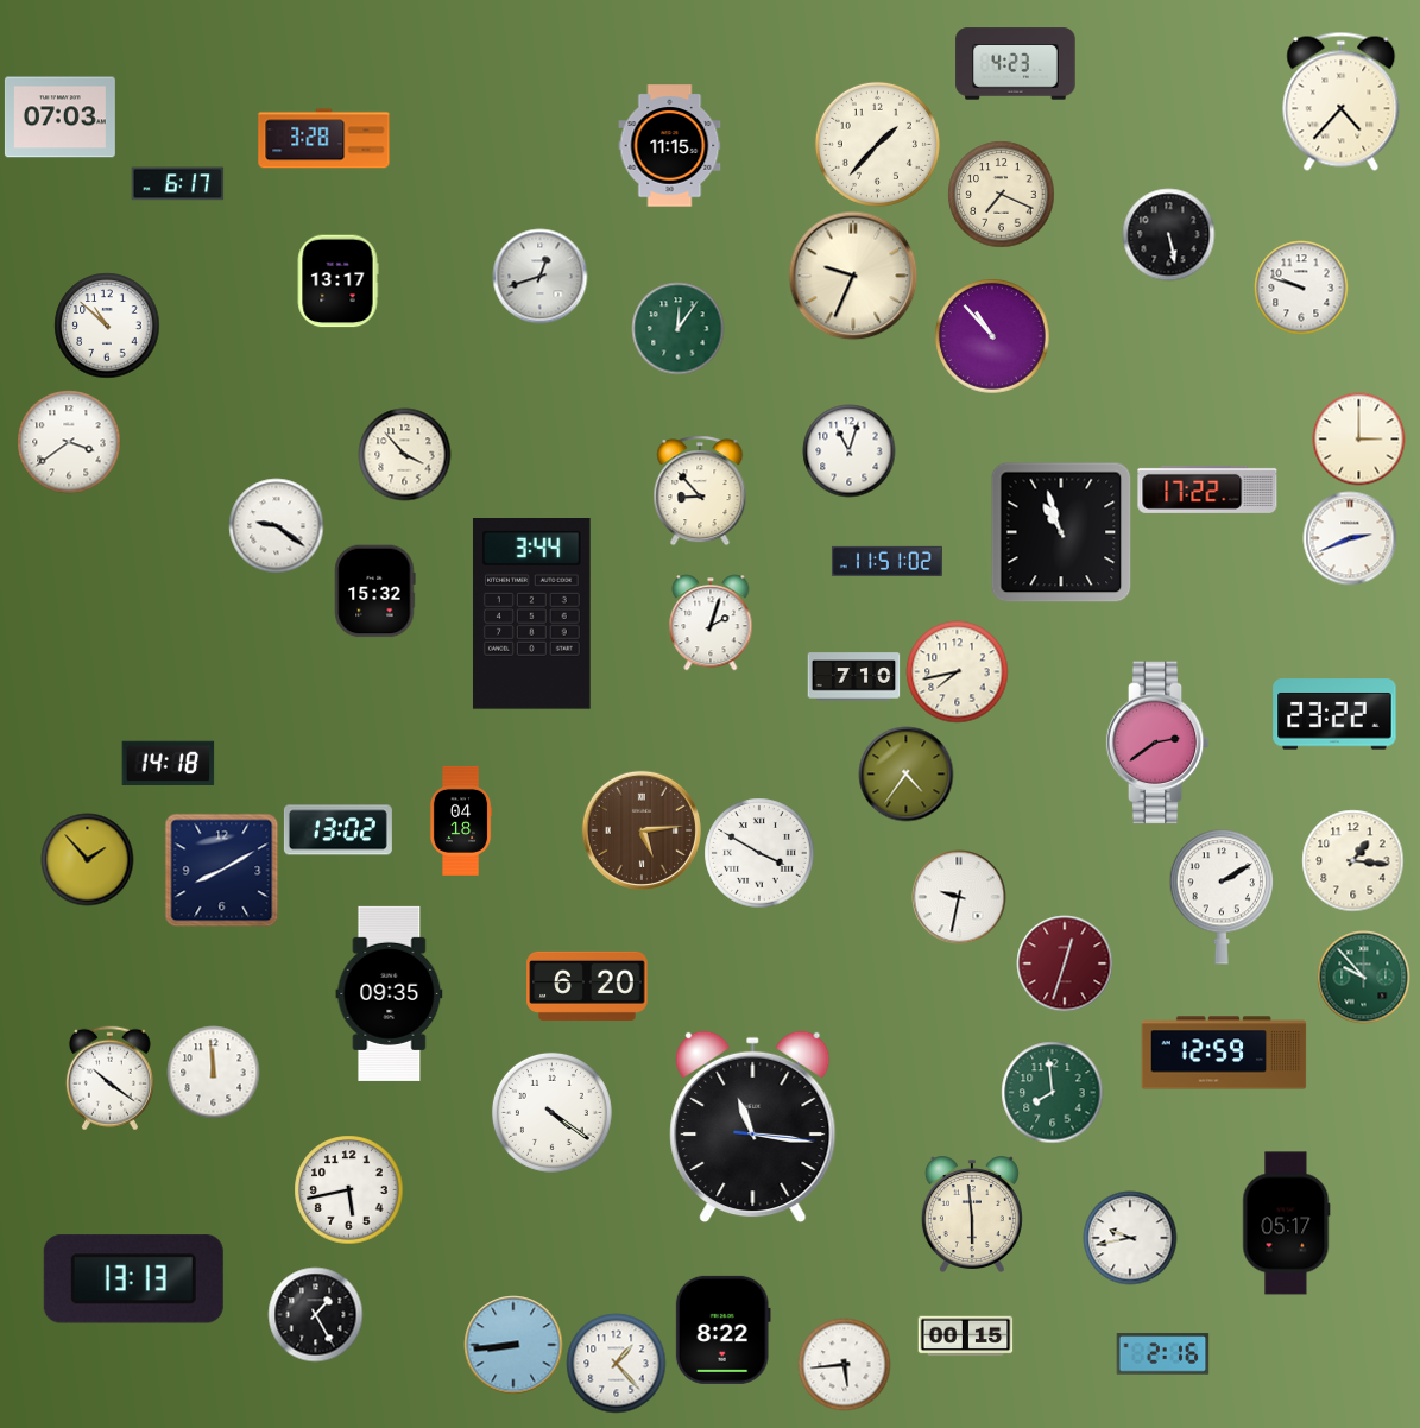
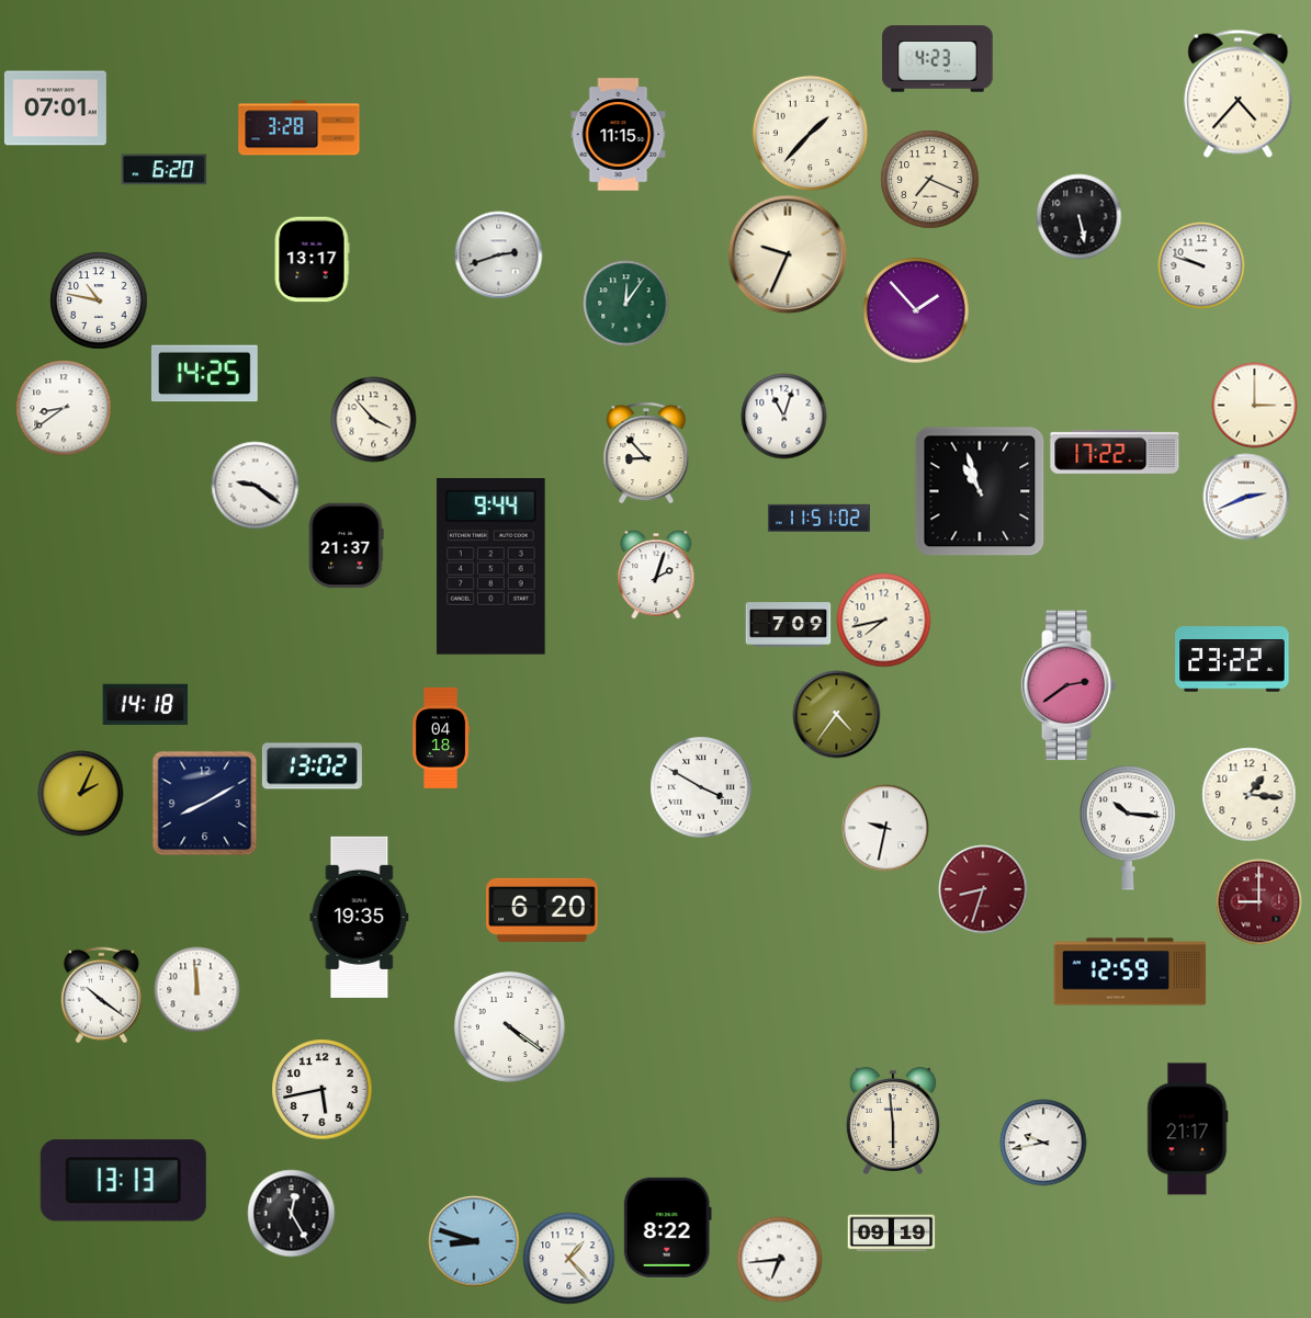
clock at (59, 118): 07:03 -> 07:01
clock at (177, 184): 6:17 -> 6:20
clock at (1001, 194) position: (1001, 194) -> (929, 179)
clock at (539, 276): 12:42 -> 2:42
clock at (107, 326): 10:52 -> 10:47
clock at (992, 336): 10:53 -> 1:53
clock at (204, 374): none -> 14:25
clock at (69, 442): 3:39 -> 8:39
clock at (375, 590): 15:32 -> 21:37
clock at (532, 614): 3:44 -> 9:44
clock at (853, 677): 7:10 -> 7:09
clock at (168, 764) position: (168, 764) -> (145, 705)
clock at (461, 821) position: (461, 821) -> (441, 738)
clock at (642, 830): 5:14 -> none
clock at (87, 859): 1:53 -> 2:04
clock at (1222, 897): 2:10 -> 10:16
clock at (1065, 963): 12:33 -> 8:33
clock at (1363, 977): 9:53 -> 9:00
clock at (1363, 977) dial: green -> burgundy
clock at (390, 993): 09:35 -> 19:35
clock at (1052, 1092): 7:59 -> none
clock at (753, 1127): 11:16 -> none
clock at (348, 1189) position: (348, 1189) -> (321, 1089)
clock at (972, 1214) position: (972, 1214) -> (893, 1121)
clock at (1287, 1224): 05:17 -> 21:17
clock at (315, 1314): 1:25 -> 12:25
clock at (965, 1337): 00:15 -> 09:19
clock at (513, 1345): 8:44 -> 8:48
clock at (1162, 1354): 2:16 -> none
clock at (844, 1364): 5:44 -> 6:44
